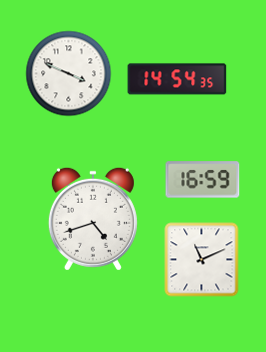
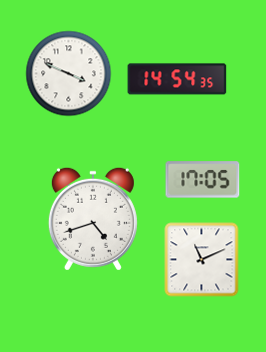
clock at (203, 180): 16:59 -> 17:05
